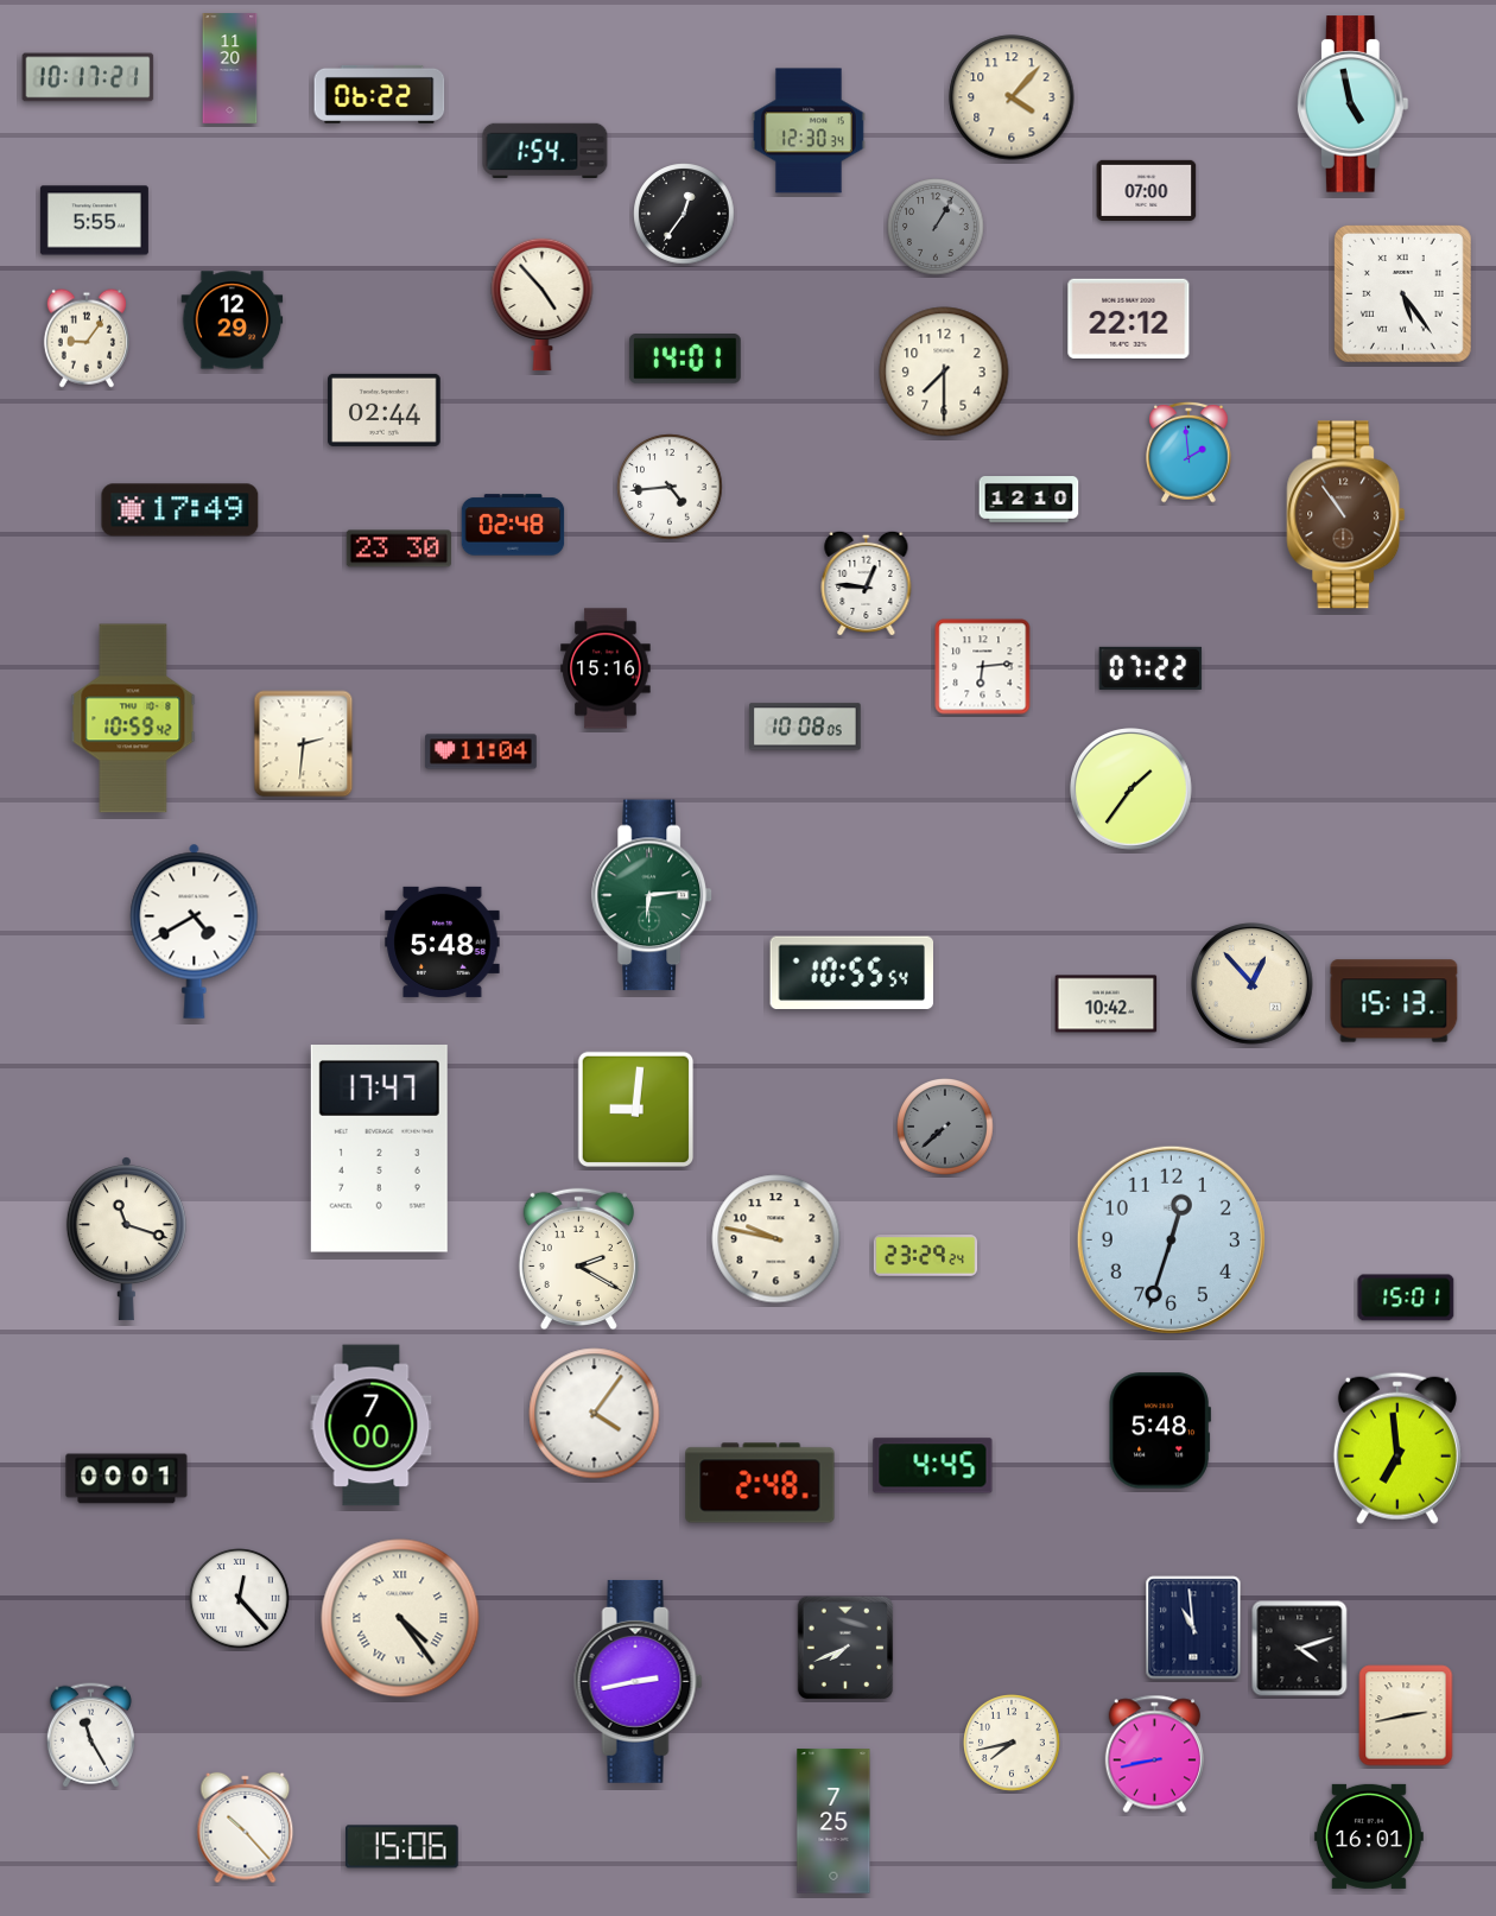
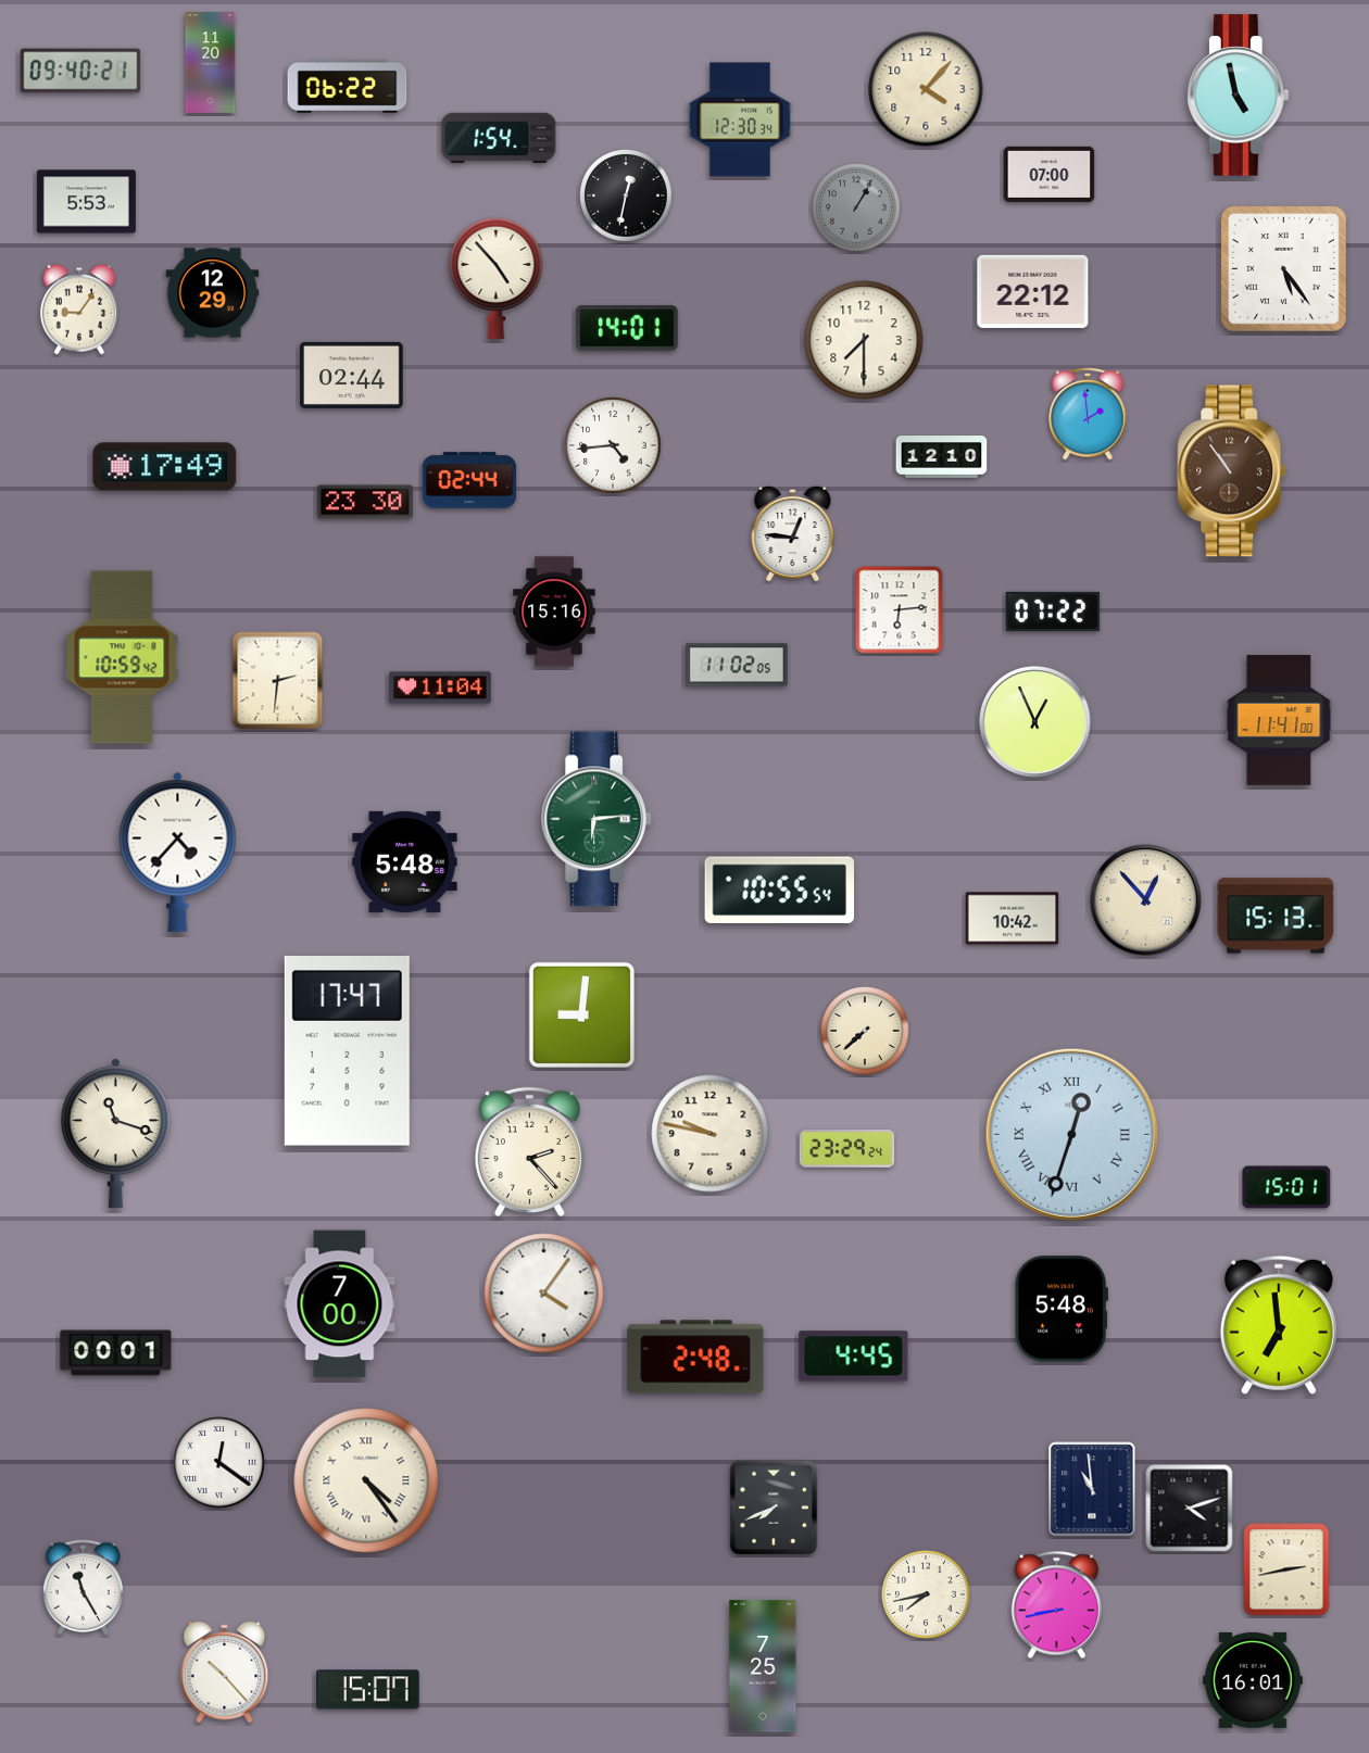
clock at (88, 77): 10:17 -> 09:40
clock at (684, 214): 12:36 -> 12:32
clock at (94, 221): 5:55 -> 5:53
clock at (513, 525): 02:48 -> 02:44
clock at (806, 727): 10:08 -> 11:02
clock at (1279, 721): none -> 11:41
clock at (1131, 789): 1:36 -> 12:56
clock at (195, 931): 4:40 -> 4:37
clock at (945, 1127) dial: grey -> cream
clock at (1171, 1239) numerals: Arabic -> Roman
clock at (578, 1260): 2:20 -> 2:23
clock at (933, 1466) position: (933, 1466) -> (854, 1357)
clock at (240, 1599): 12:23 -> 12:21
clock at (639, 1681): 2:43 -> none
clock at (402, 1847): 15:06 -> 15:07
